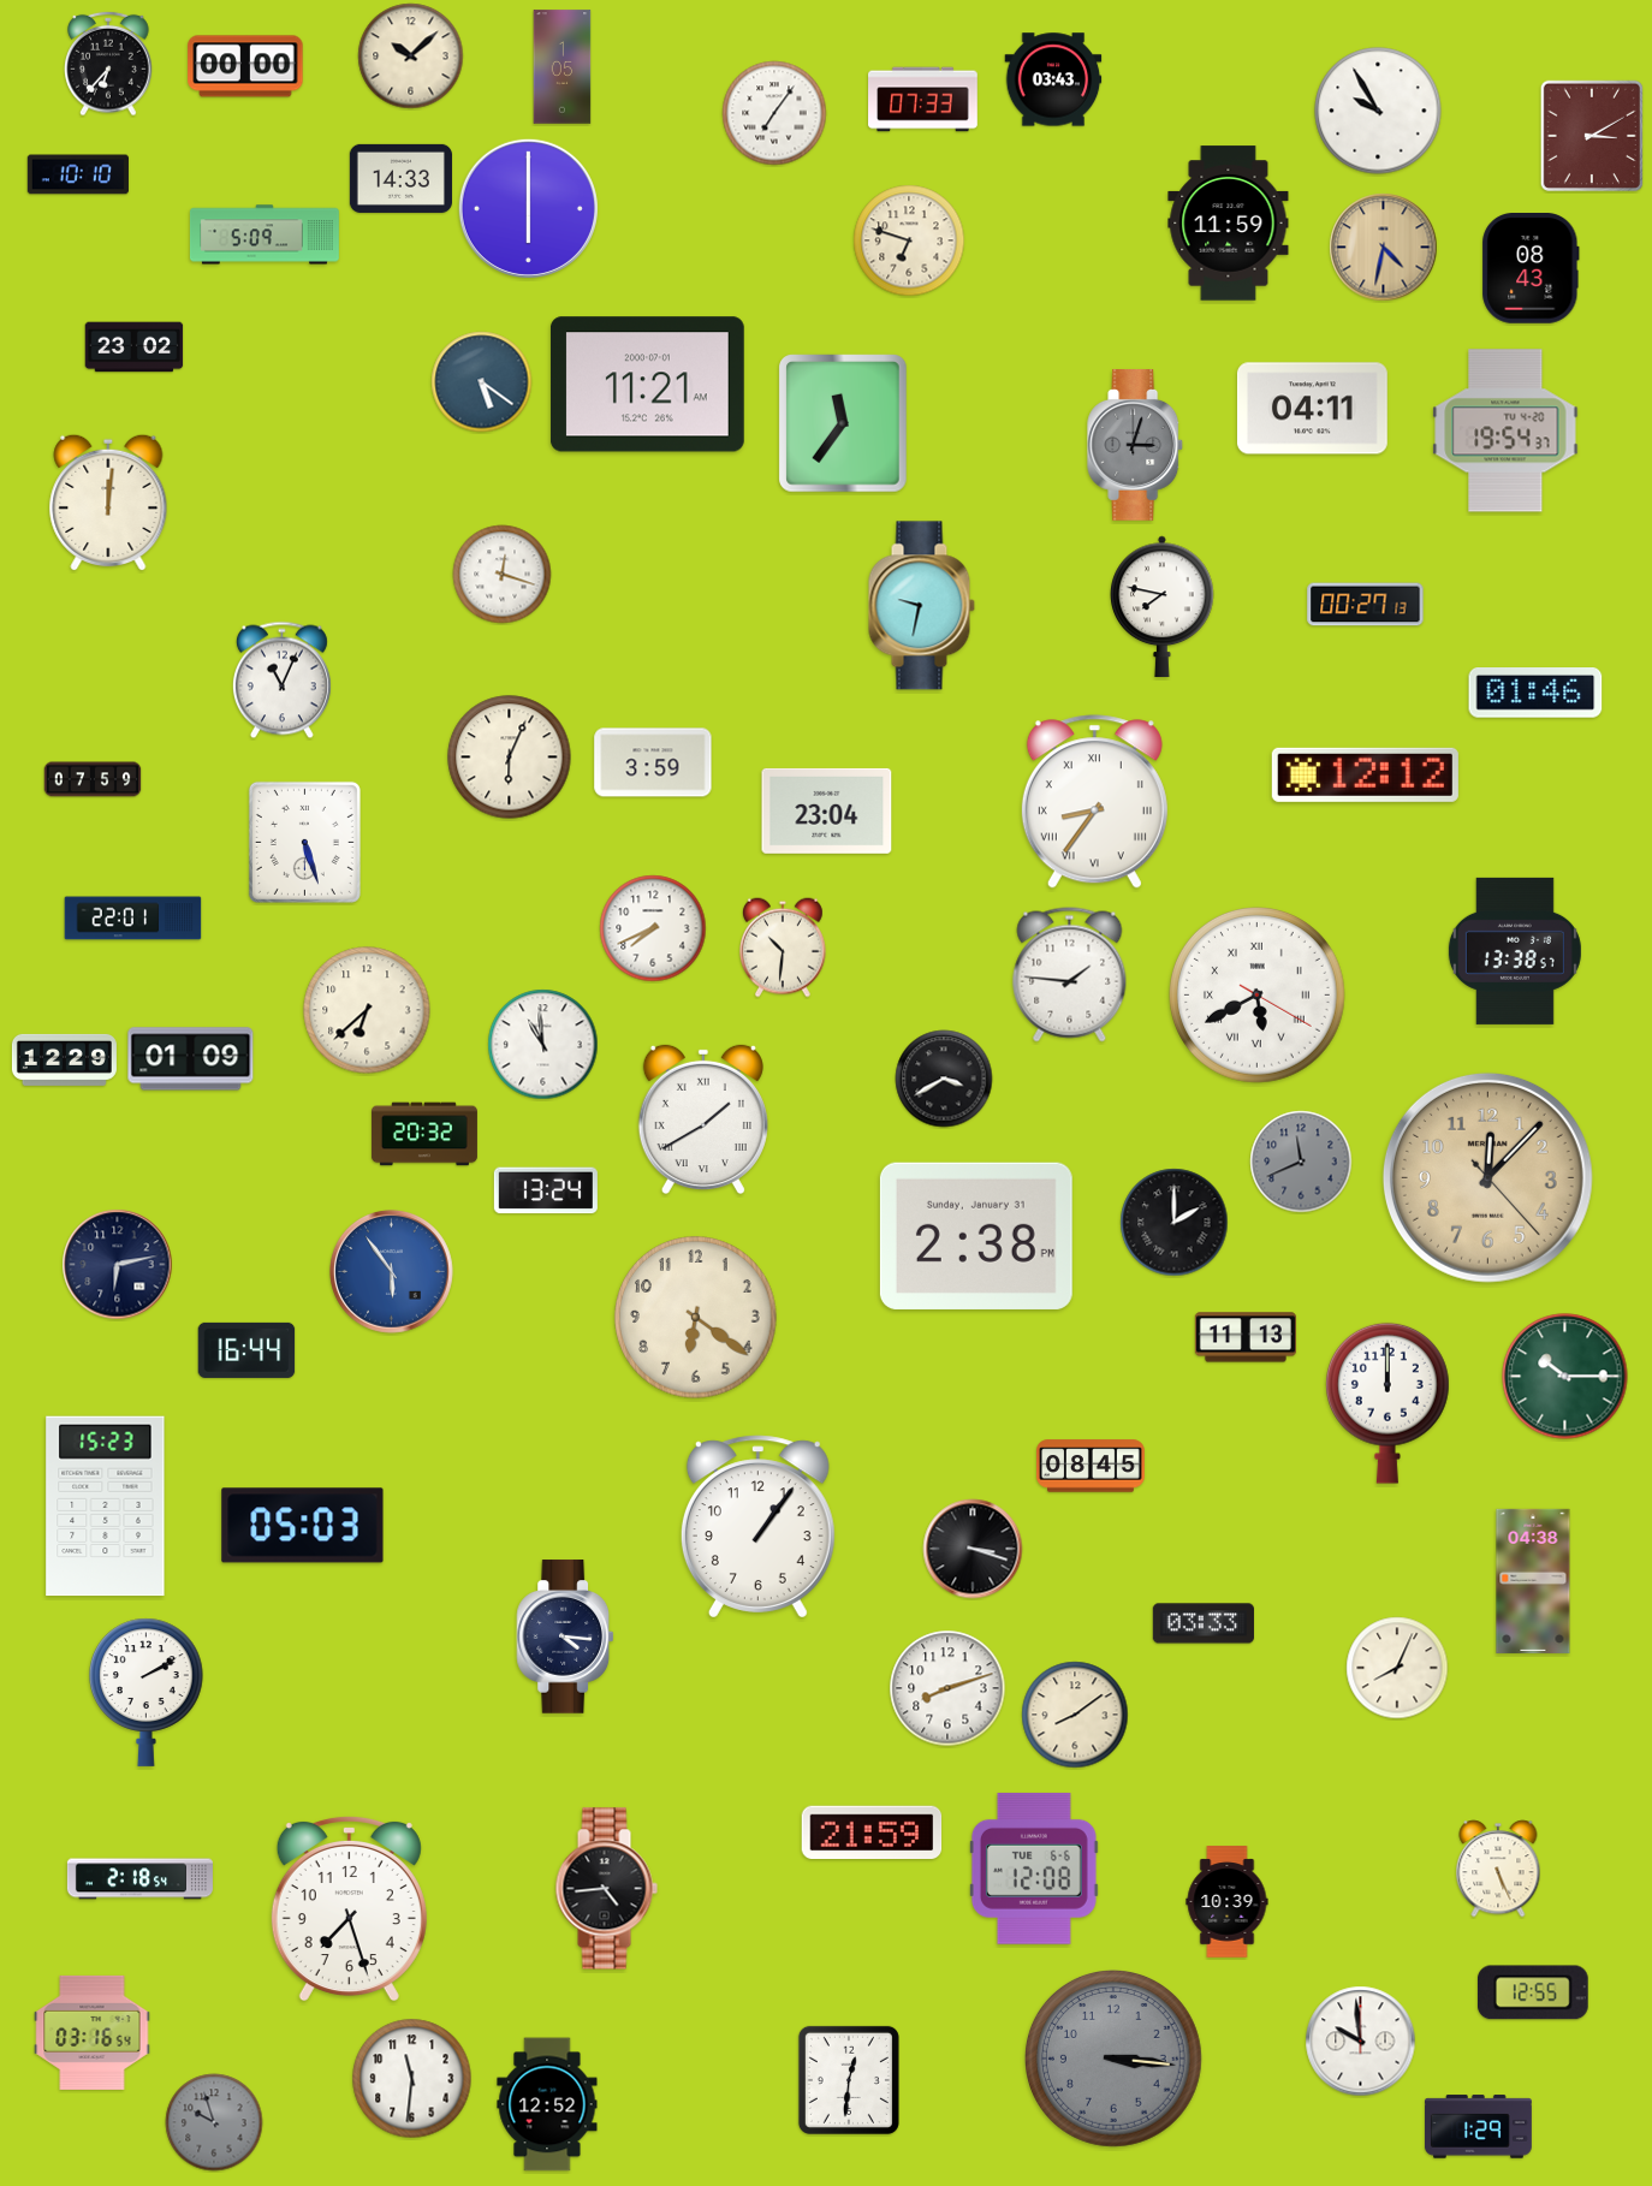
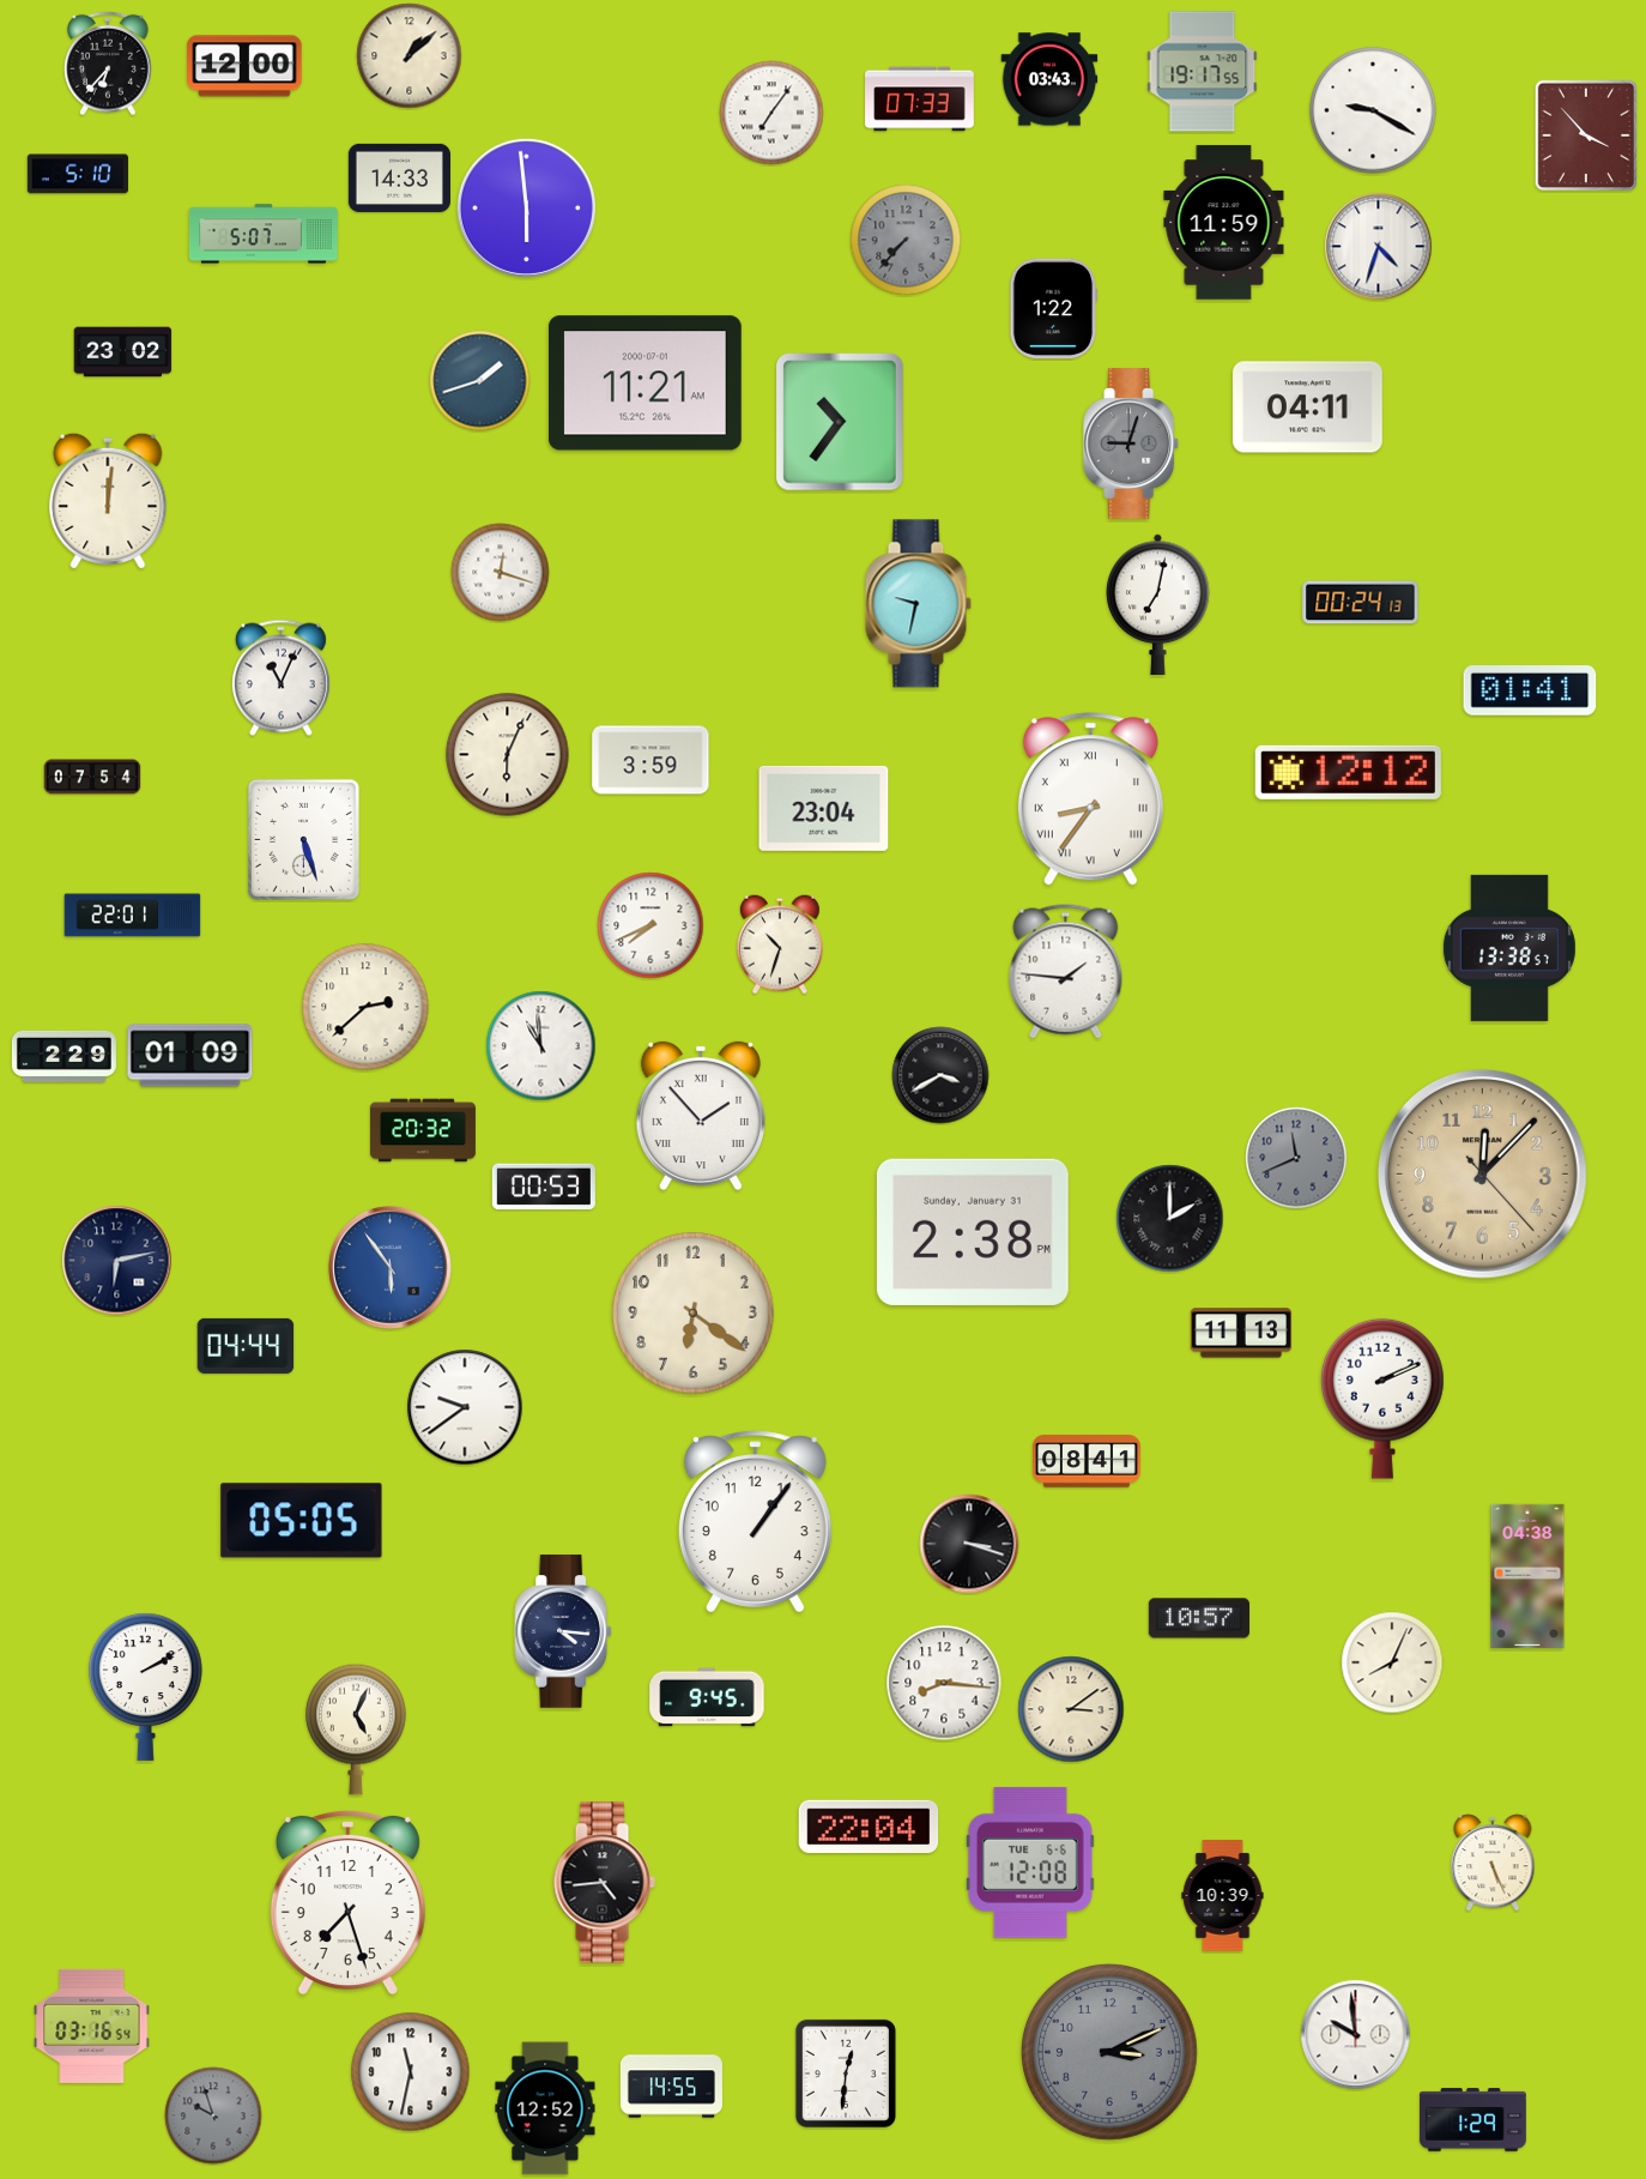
clock at (411, 57): 10:08 -> 1:08
clock at (245, 66): 00:00 -> 12:00
clock at (563, 67): 1:05 -> none
clock at (1203, 72): none -> 19:17
clock at (1378, 111): 9:55 -> 9:20
clock at (1592, 135): 3:10 -> 3:53
clock at (78, 174): 10:10 -> 5:10
clock at (528, 208): 6:00 -> 5:59
clock at (265, 234): 5:09 -> 5:07
clock at (909, 240): 6:48 -> 7:37
clock at (909, 240) dial: cream -> grey
clock at (1384, 248): 4:32 -> 4:33
clock at (1384, 248) dial: champagne -> white
clock at (1531, 269): 08:43 -> none
clock at (1053, 308): none -> 1:22
clock at (135, 347) position: (135, 347) -> (123, 352)
clock at (482, 382): 5:21 -> 1:42
clock at (844, 423): 11:36 -> 10:36
clock at (1505, 430): 19:54 -> none
clock at (1136, 446): 3:03 -> 9:03
clock at (1366, 605): 00:27 -> 00:24
clock at (1163, 606): 7:47 -> 7:02
clock at (1535, 694): 01:46 -> 01:41
clock at (1365, 774) position: (1365, 774) -> (1348, 772)
clock at (93, 779): 07:59 -> 07:54
clock at (784, 948): 10:31 -> 10:33
clock at (1258, 996): 5:40 -> none
clock at (367, 1010): 6:38 -> 2:38
clock at (543, 1045) position: (543, 1045) -> (541, 1046)
clock at (64, 1059): 12:29 -> 2:29
clock at (703, 1119): 1:40 -> 1:53
clock at (546, 1190): 13:24 -> 00:53
clock at (246, 1350): 16:44 -> 04:44
clock at (1565, 1377): 10:15 -> none
clock at (1389, 1403): 12:00 -> 2:11
clock at (465, 1407): none -> 9:39
clock at (1092, 1466): 08:45 -> 08:41
clock at (106, 1507): 15:23 -> none
clock at (303, 1526): 05:03 -> 05:05
clock at (1204, 1623): 03:33 -> 10:57
clock at (947, 1688): 8:12 -> 8:16
clock at (707, 1697): none -> 9:45
clock at (1075, 1715): 8:09 -> 3:09
clock at (356, 1730): none -> 5:04
clock at (872, 1832): 21:59 -> 22:04
clock at (139, 1879): 2:18 -> none
clock at (1533, 1992): 12:55 -> none
clock at (1115, 2060): 3:16 -> 3:11
clock at (412, 2079): 11:31 -> 11:32
clock at (671, 2087): none -> 14:55
clock at (547, 2104) position: (547, 2104) -> (545, 2108)
